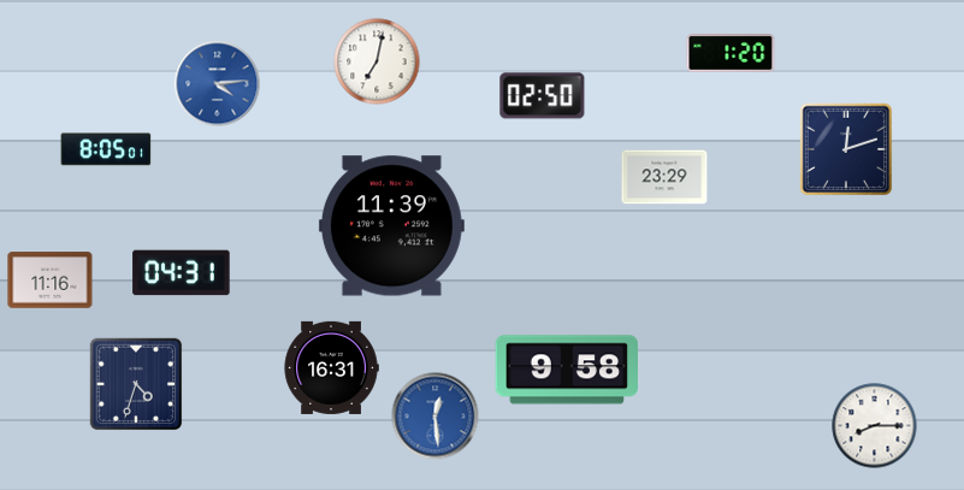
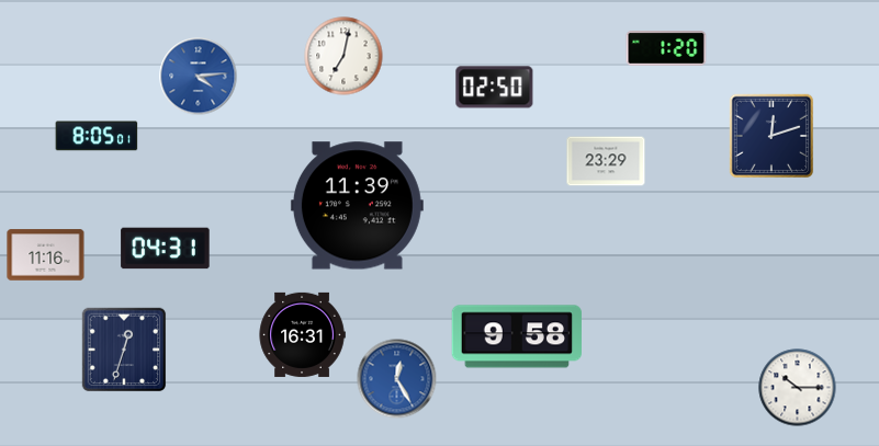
clock at (136, 384): 4:33 -> 12:33
clock at (436, 417): 12:29 -> 12:25
clock at (875, 426): 8:15 -> 10:15
